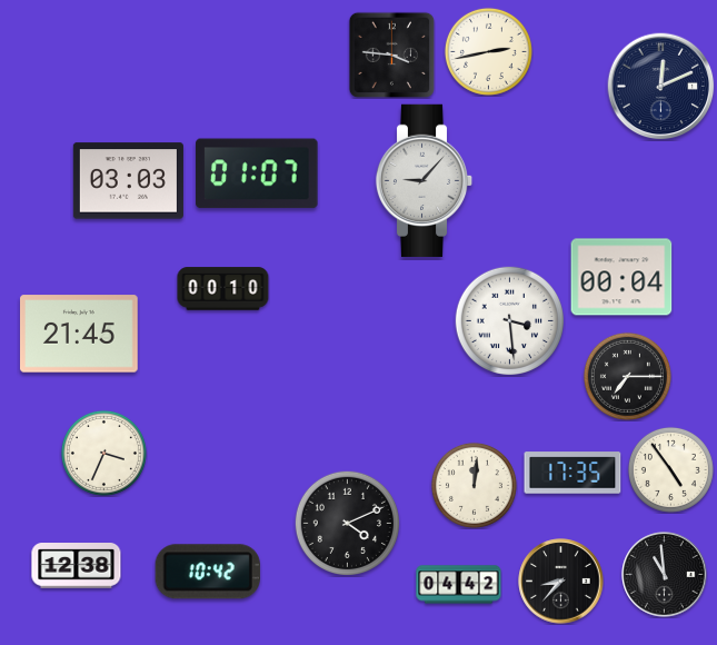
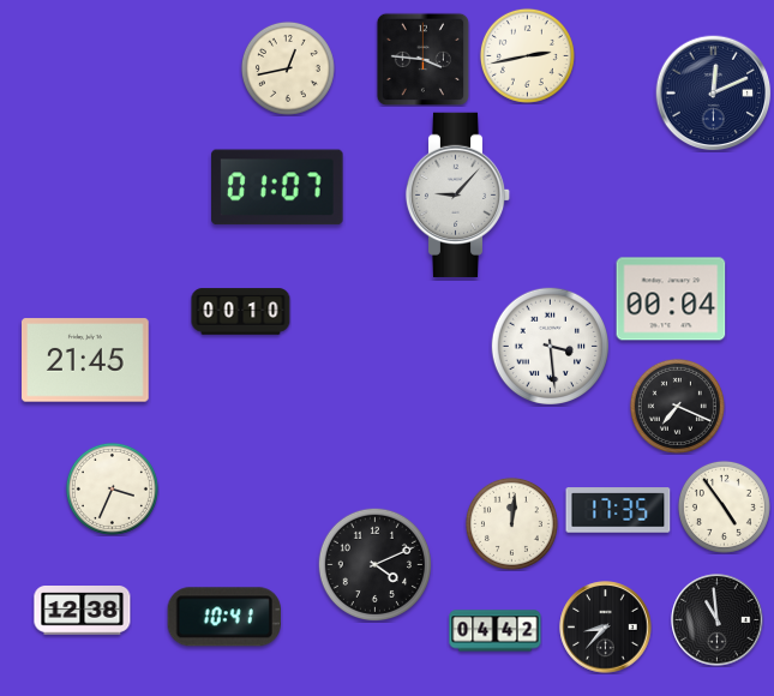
clock at (288, 68): none -> 12:43
clock at (128, 181): 03:03 -> none
clock at (627, 376): 7:15 -> 7:19
clock at (208, 572): 10:42 -> 10:41
